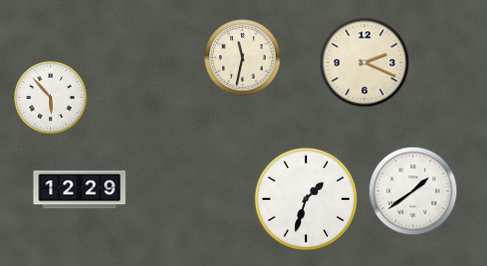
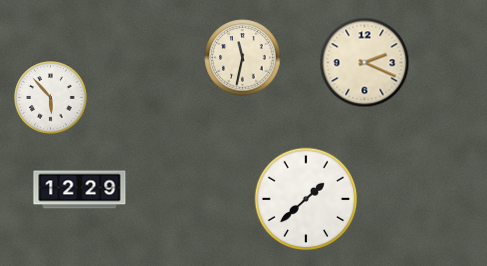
clock at (413, 191): 1:39 -> none
clock at (306, 199): 1:33 -> 1:38
